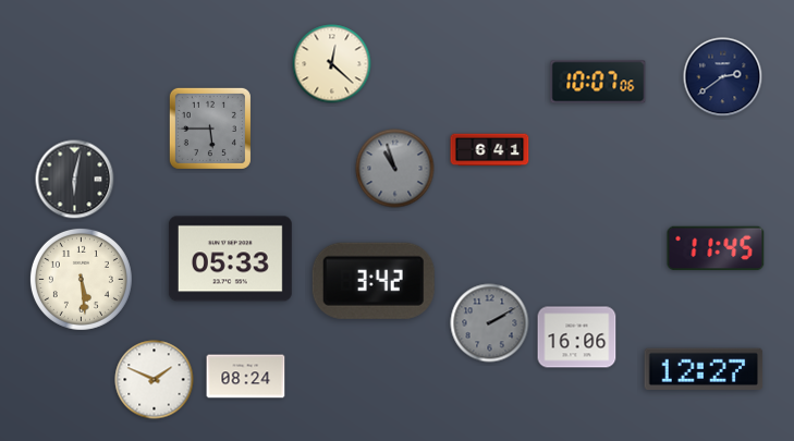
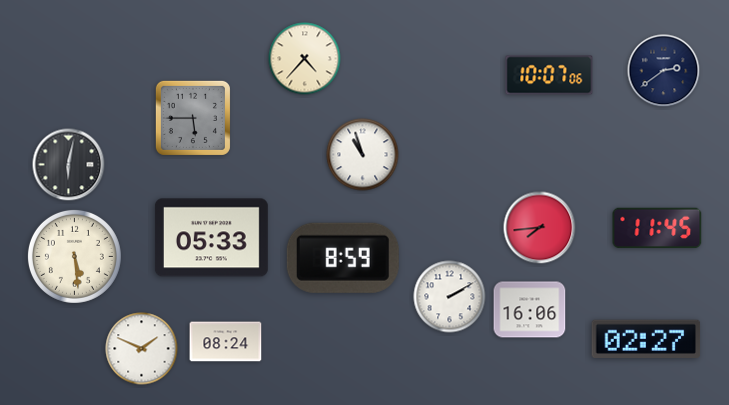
clock at (332, 64): 12:22 -> 4:37
clock at (490, 150): 6:41 -> none
clock at (395, 169) dial: grey -> white
clock at (540, 228): none -> 7:44
clock at (374, 281): 3:42 -> 8:59
clock at (490, 323) dial: grey -> white
clock at (704, 368): 12:27 -> 02:27
clock at (246, 377) position: (246, 377) -> (226, 342)
